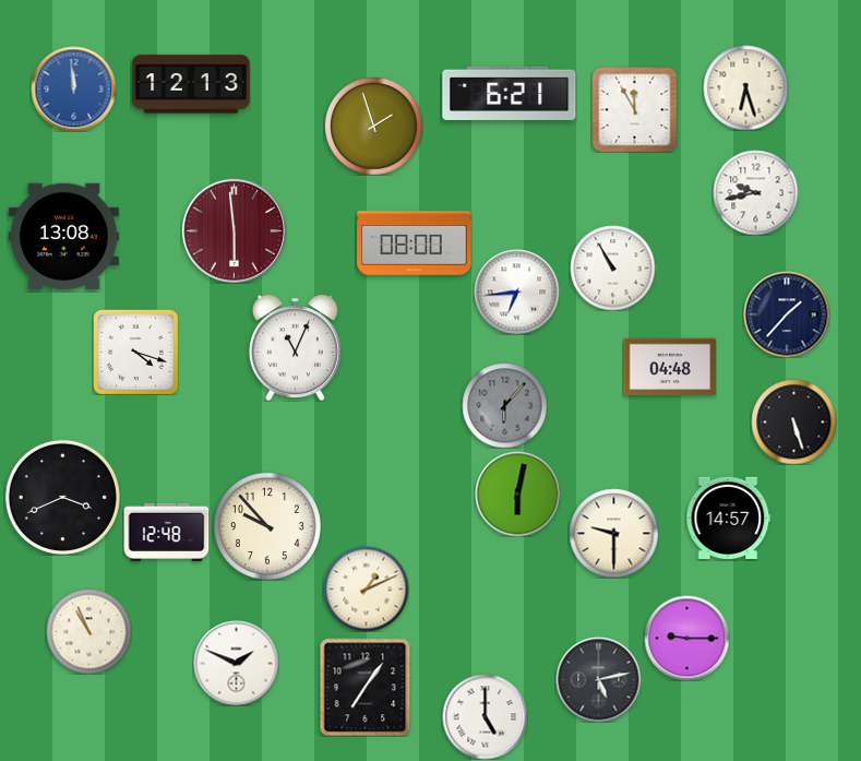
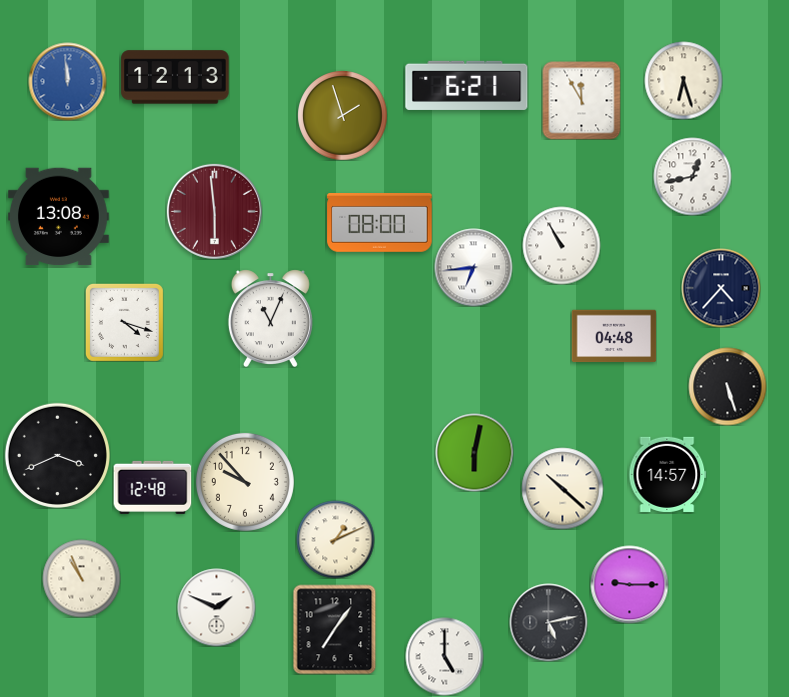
clock at (755, 192): 9:43 -> 12:43
clock at (787, 314): 1:37 -> 4:37
clock at (504, 405): 6:07 -> none
clock at (613, 533): 9:30 -> 10:22
